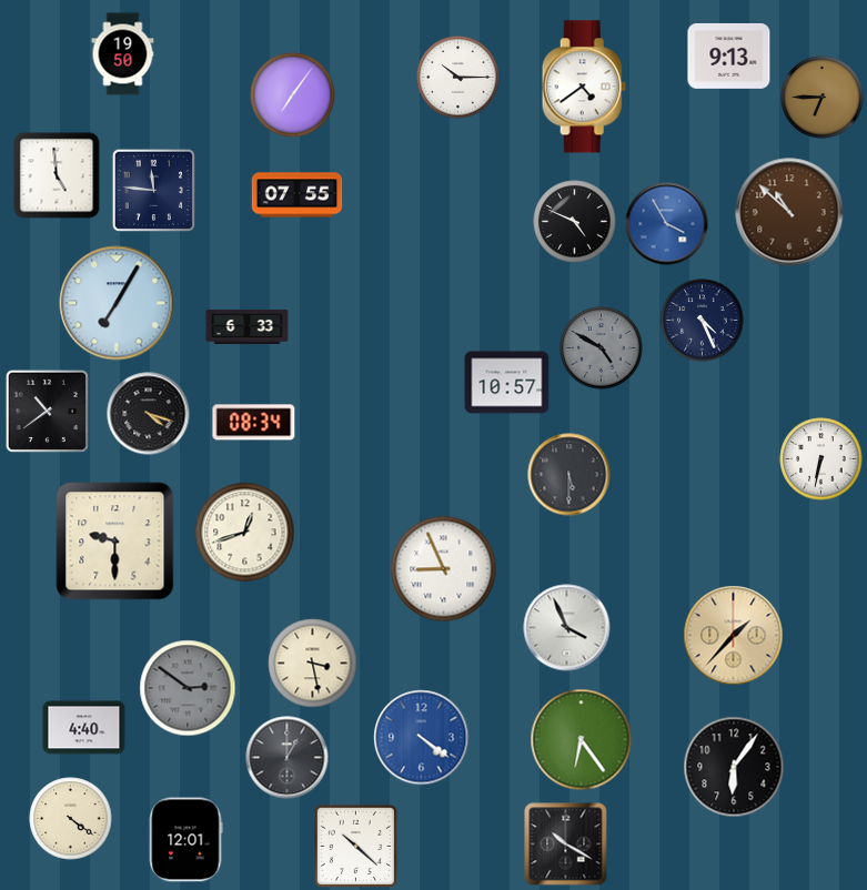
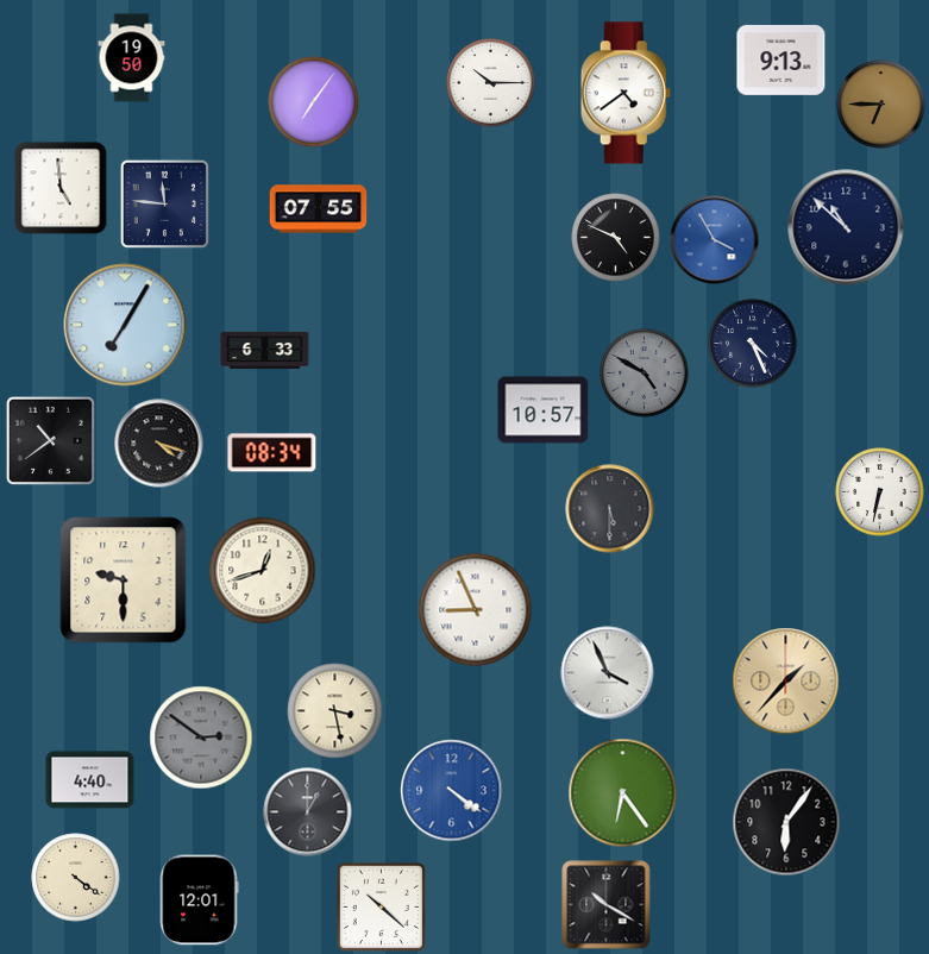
clock at (789, 212) dial: brown -> navy
